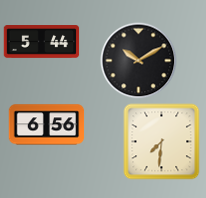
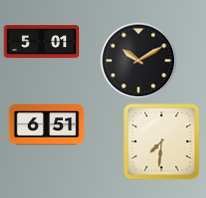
clock at (42, 42): 5:44 -> 5:01
clock at (47, 125): 6:56 -> 6:51
